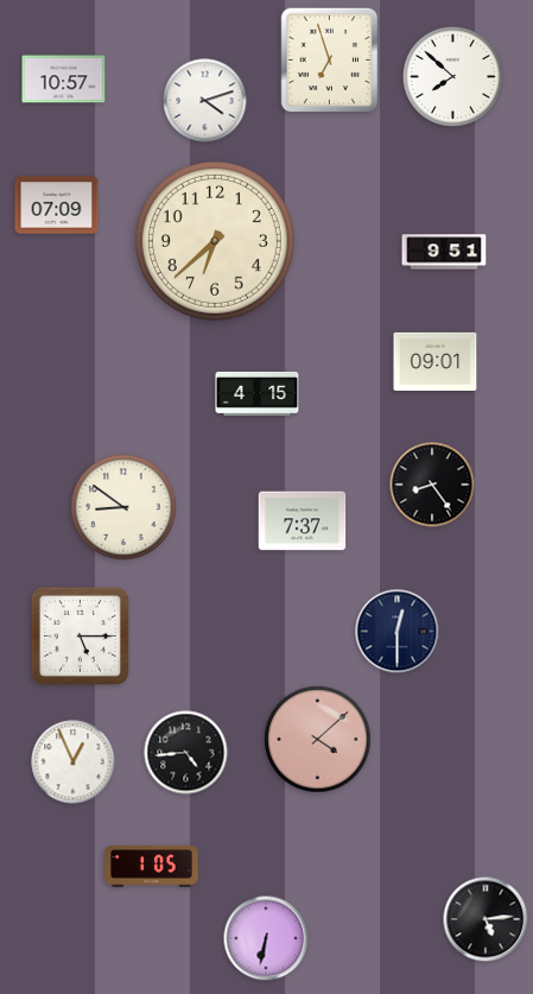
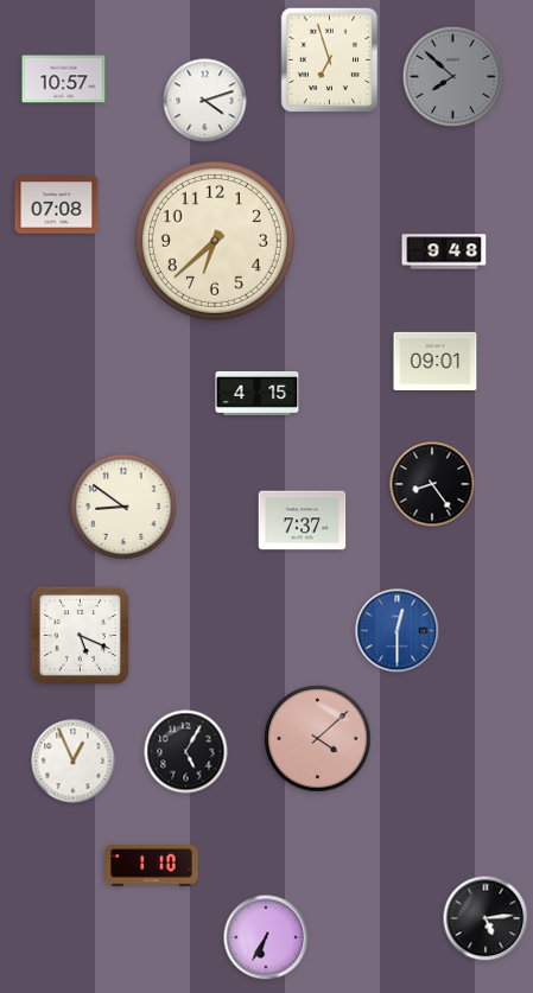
clock at (452, 76) dial: white -> grey
clock at (57, 205): 07:09 -> 07:08
clock at (444, 252): 9:51 -> 9:48
clock at (398, 632) dial: navy -> blue
clock at (80, 635): 5:15 -> 5:19
clock at (186, 753): 4:44 -> 5:05
clock at (152, 867): 1:05 -> 1:10
clock at (266, 938): 6:32 -> 6:35
